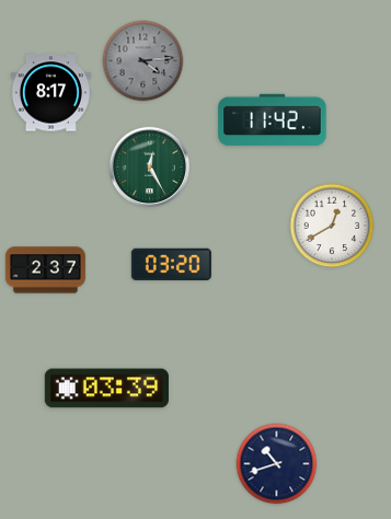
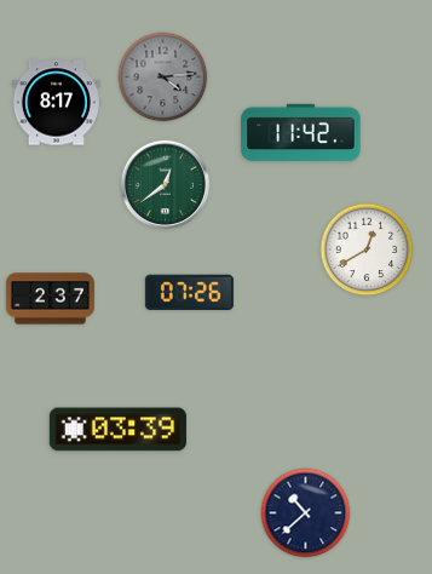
clock at (143, 61) position: (143, 61) -> (163, 78)
clock at (150, 168): 12:25 -> 12:39
clock at (171, 264): 03:20 -> 07:26
clock at (277, 464): 10:42 -> 10:38
